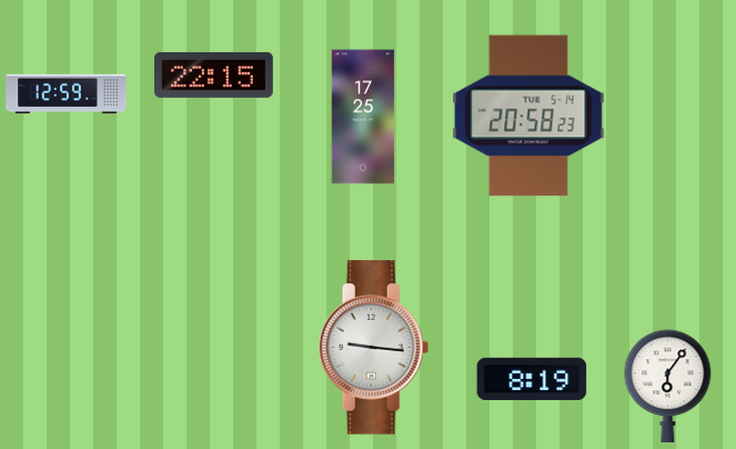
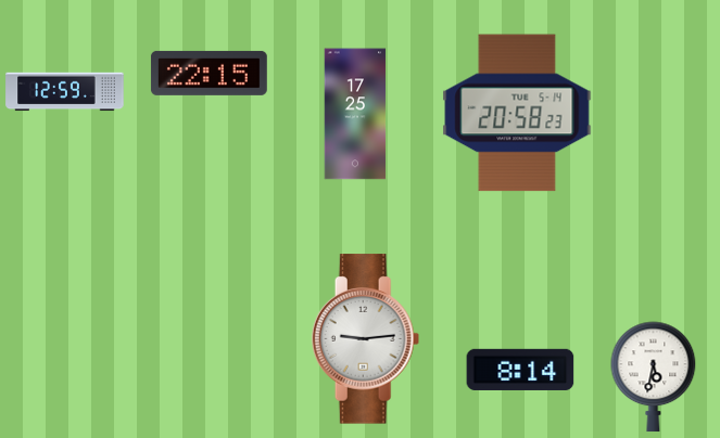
clock at (374, 348): 9:16 -> 9:14
clock at (532, 379): 8:19 -> 8:14
clock at (668, 387): 6:06 -> 5:32
